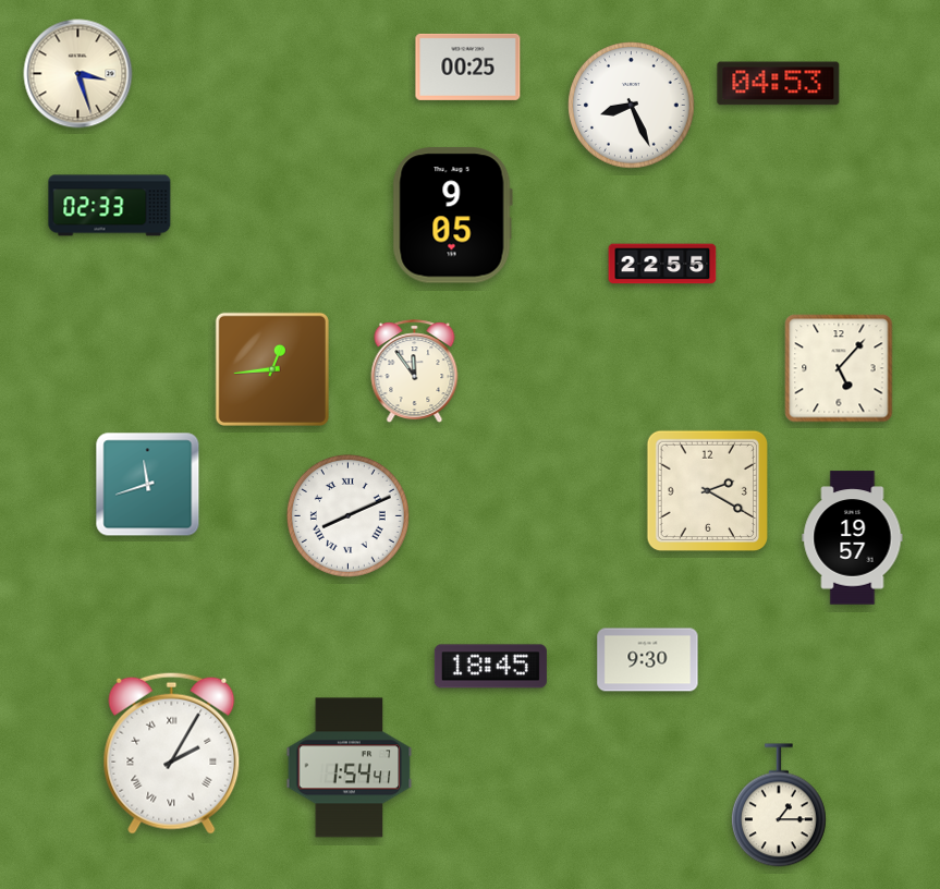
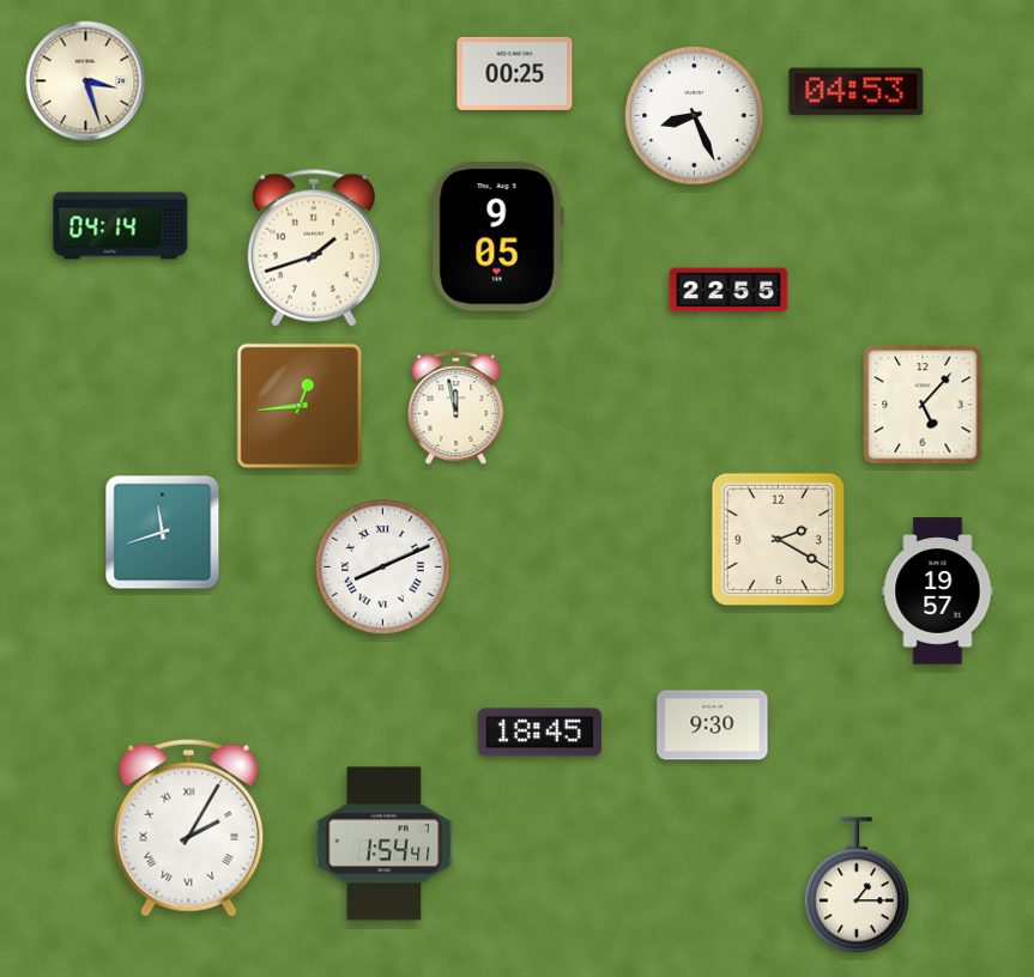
clock at (110, 206): 02:33 -> 04:14
clock at (314, 248): none -> 1:42
clock at (415, 370): 11:54 -> 11:58
